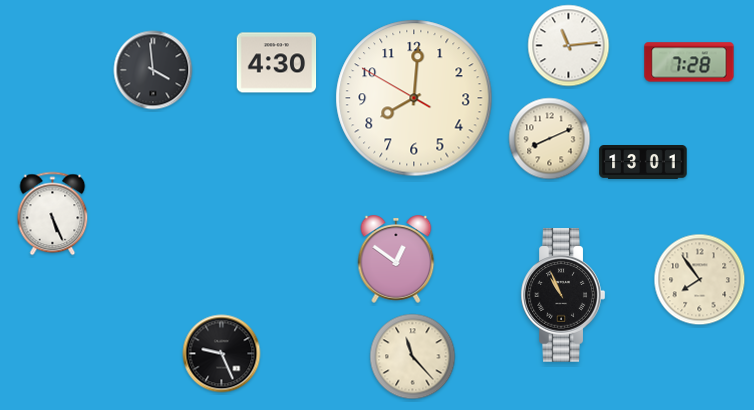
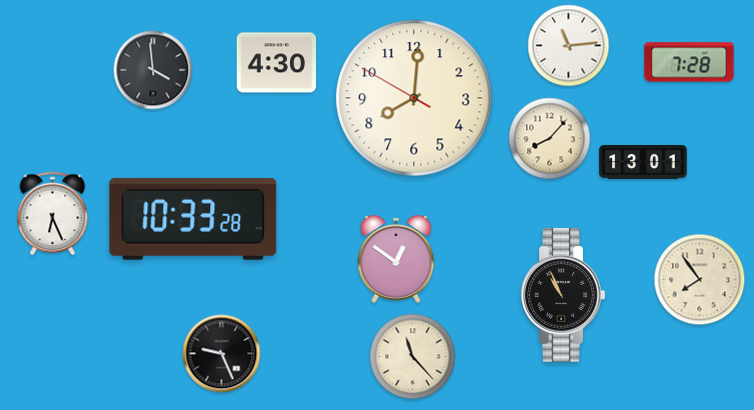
clock at (550, 139): 8:11 -> 8:07
clock at (53, 214): 5:26 -> 6:26
clock at (193, 219): none -> 10:33
